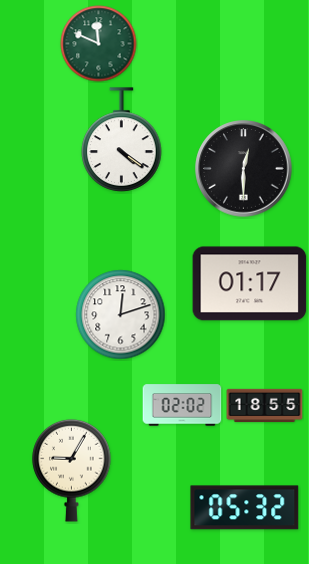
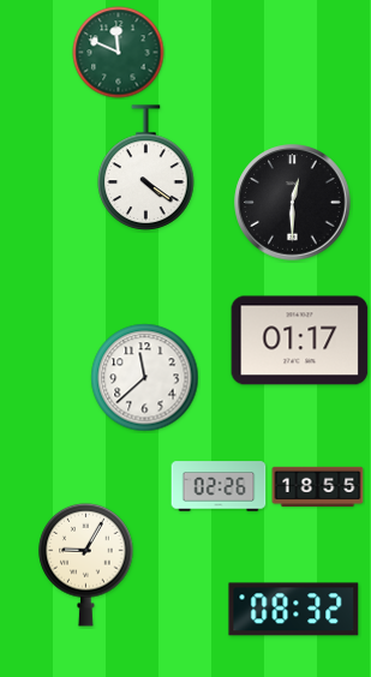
clock at (121, 315): 12:12 -> 11:38
clock at (182, 405): 02:02 -> 02:26
clock at (245, 508): 05:32 -> 08:32
